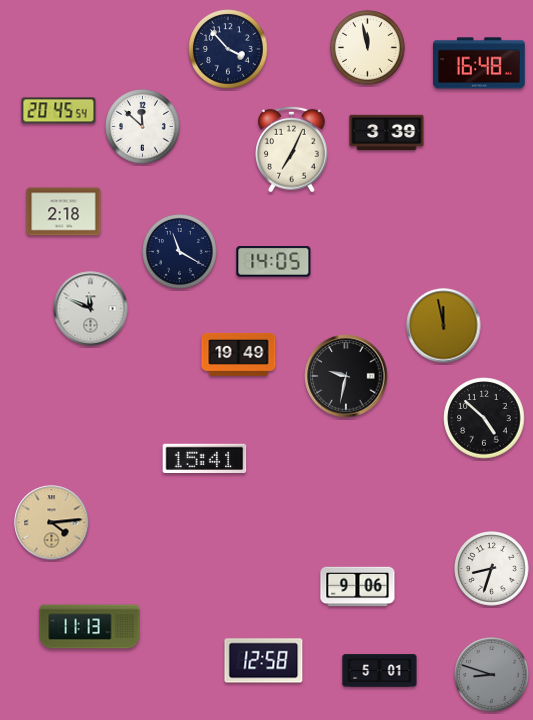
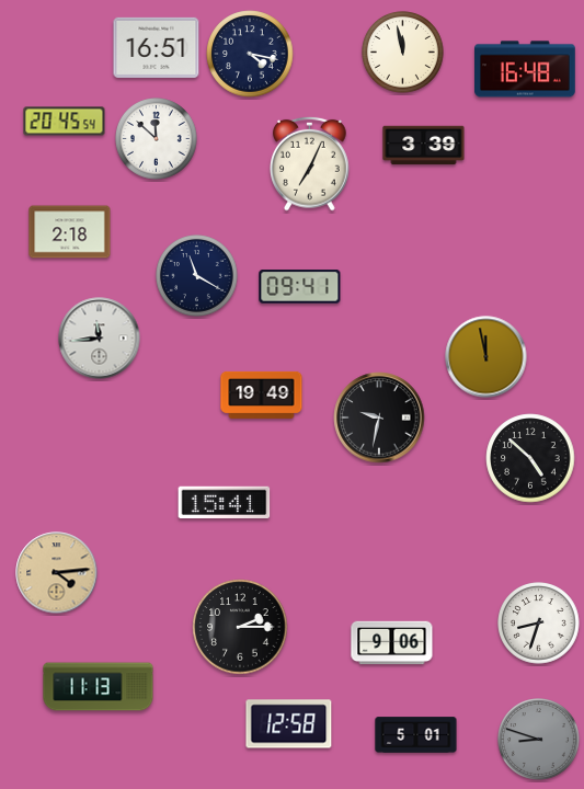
clock at (157, 47): none -> 16:51
clock at (228, 49): 3:53 -> 4:17
clock at (292, 149) position: (292, 149) -> (310, 163)
clock at (274, 262): 14:05 -> 09:41
clock at (91, 309): 11:49 -> 11:44
clock at (239, 354) position: (239, 354) -> (262, 395)
clock at (346, 376) position: (346, 376) -> (379, 418)
clock at (240, 627): none -> 2:15
